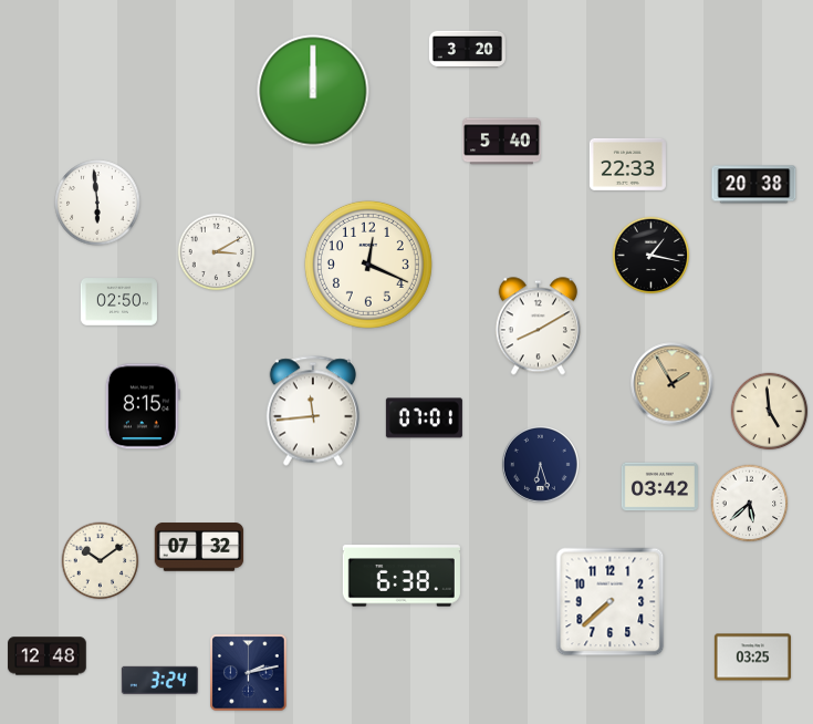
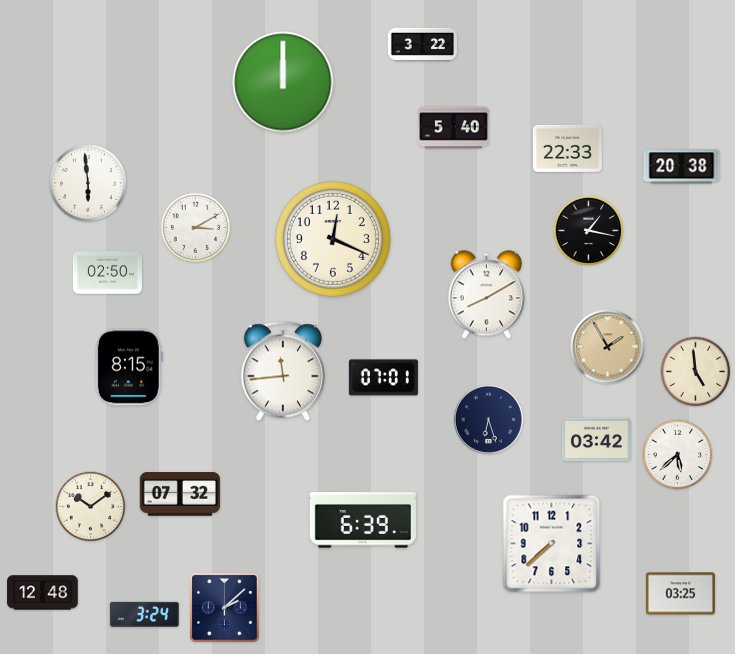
clock at (467, 50): 3:20 -> 3:22
clock at (402, 576): 6:38 -> 6:39
clock at (249, 673): 2:13 -> 2:08
